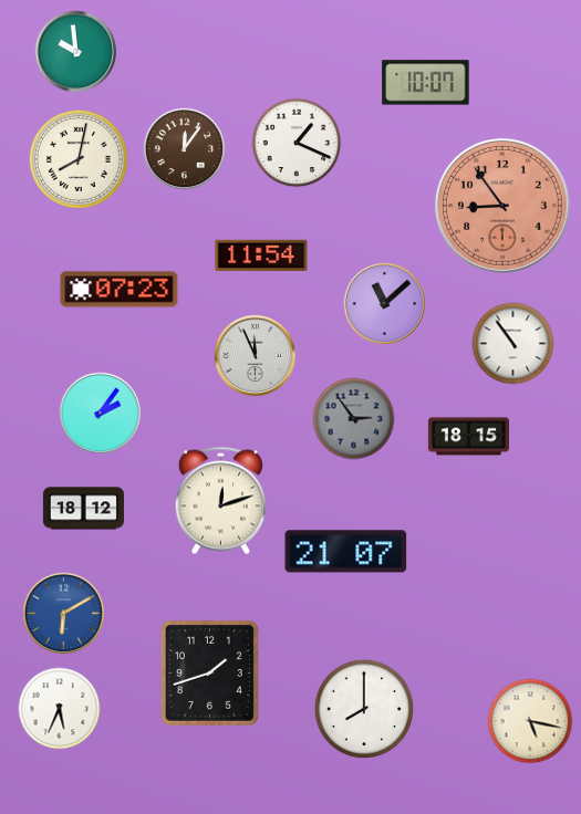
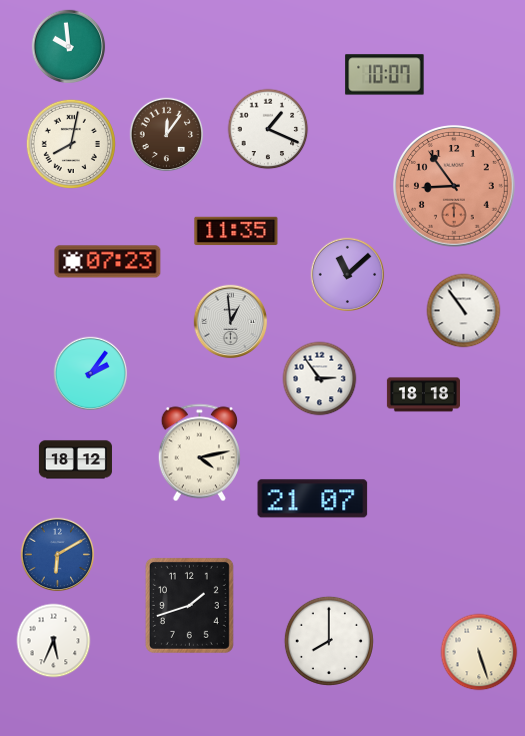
clock at (261, 255): 11:54 -> 11:35
clock at (256, 356): 11:56 -> 12:59
clock at (354, 419) dial: grey -> white
clock at (468, 437): 18:15 -> 18:18
clock at (220, 501): 12:12 -> 4:13
clock at (209, 672) position: (209, 672) -> (189, 605)
clock at (530, 721): 5:17 -> 5:27
